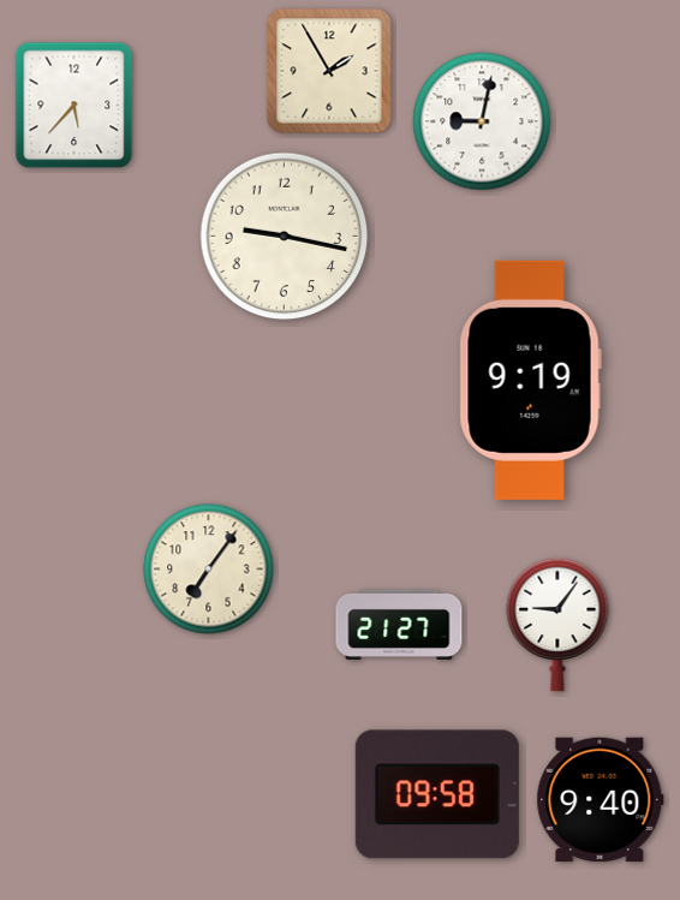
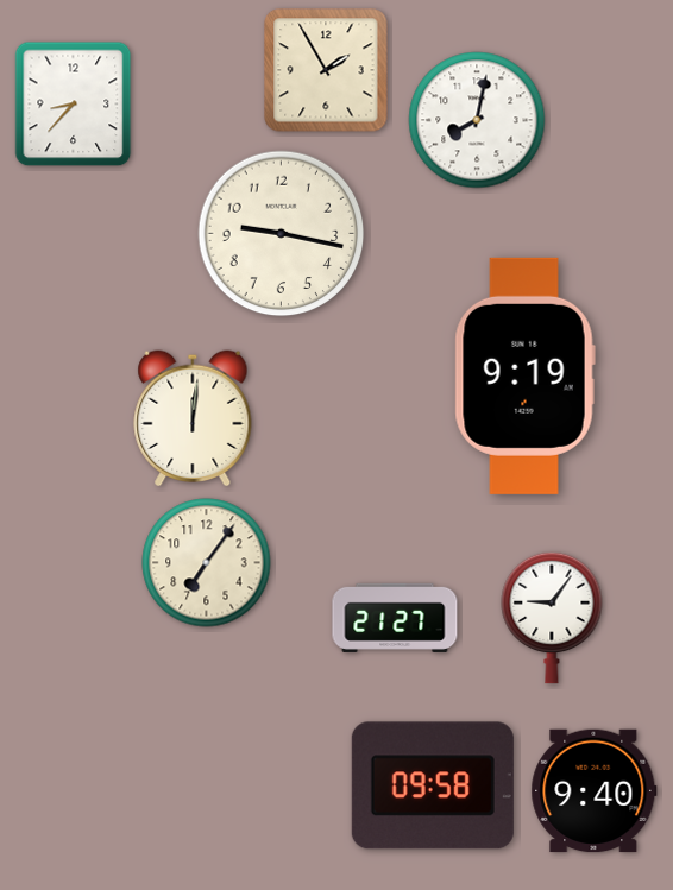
clock at (74, 106): 5:37 -> 8:37
clock at (482, 121): 9:02 -> 8:02
clock at (193, 418): none -> 12:01
